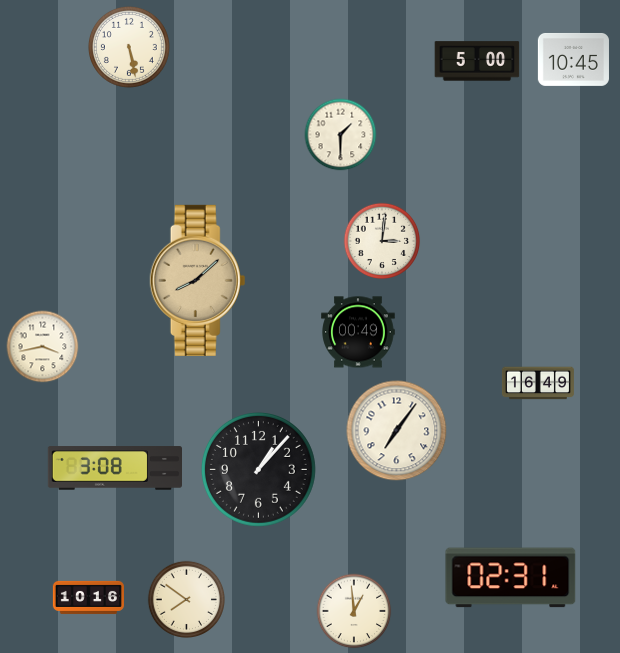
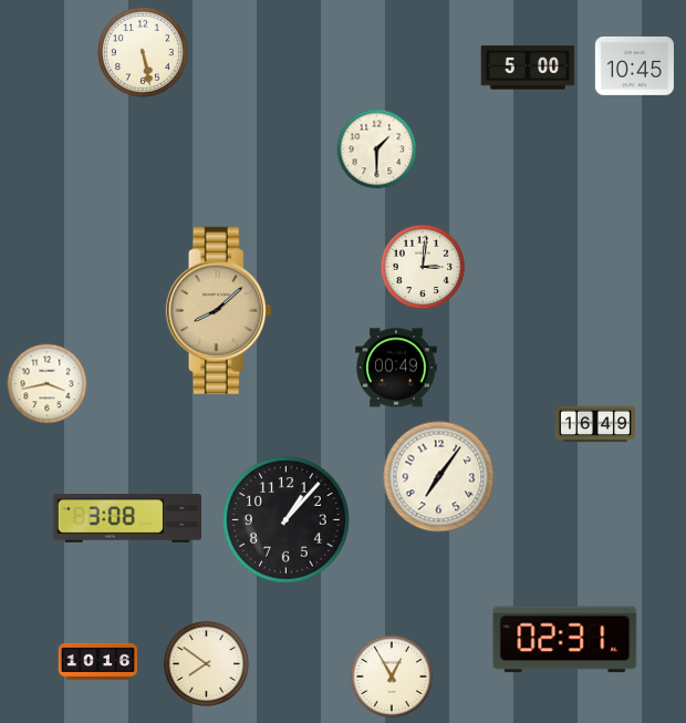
clock at (354, 611): 12:59 -> 12:55
